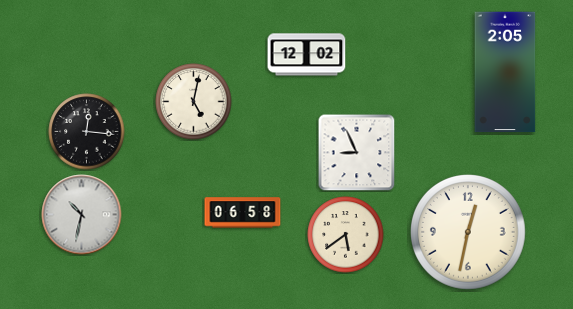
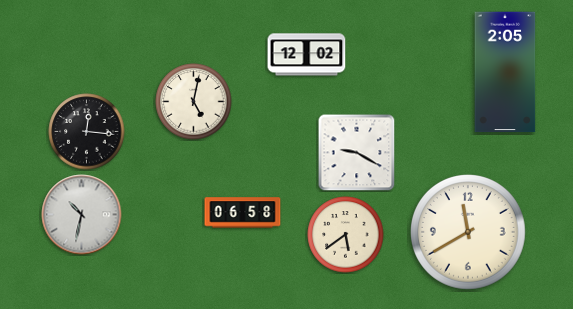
clock at (356, 152): 8:56 -> 9:20
clock at (468, 232): 12:32 -> 11:40
